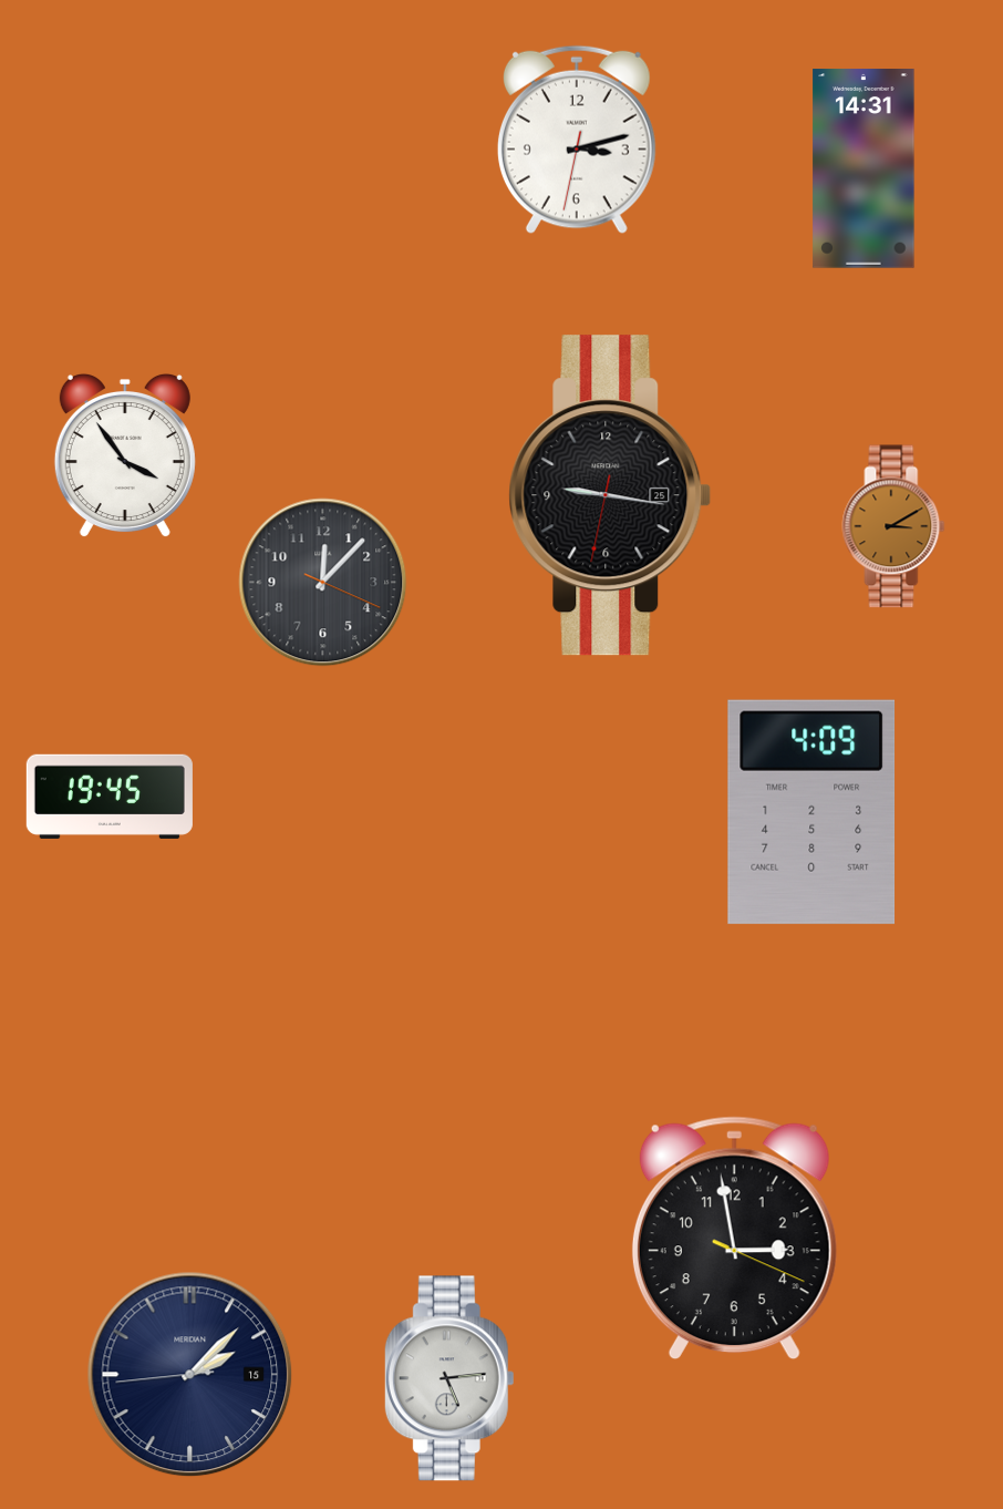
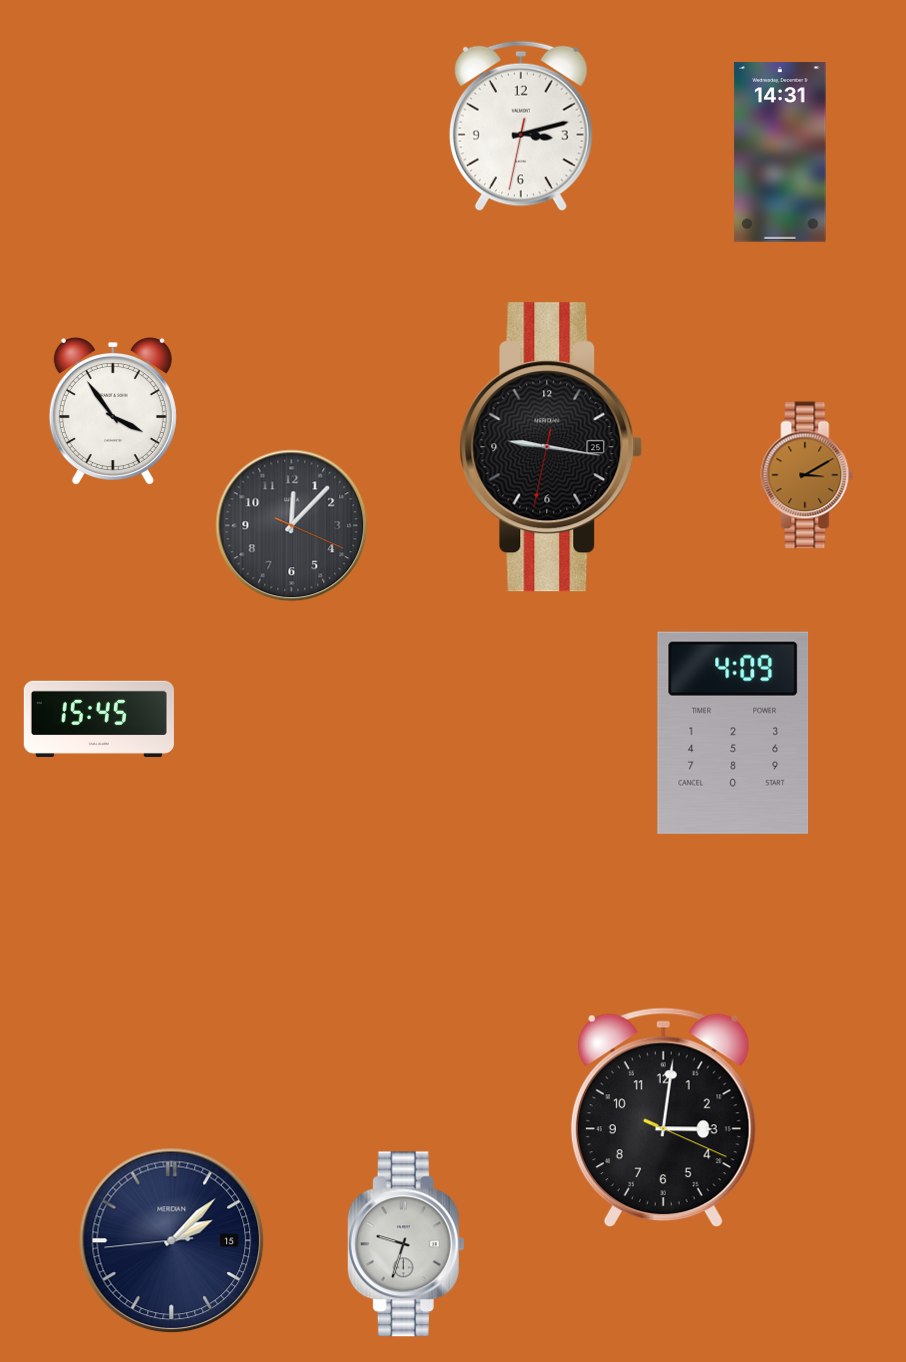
clock at (110, 797): 19:45 -> 15:45
clock at (734, 1239): 2:58 -> 3:01
clock at (449, 1378): 5:14 -> 9:33
